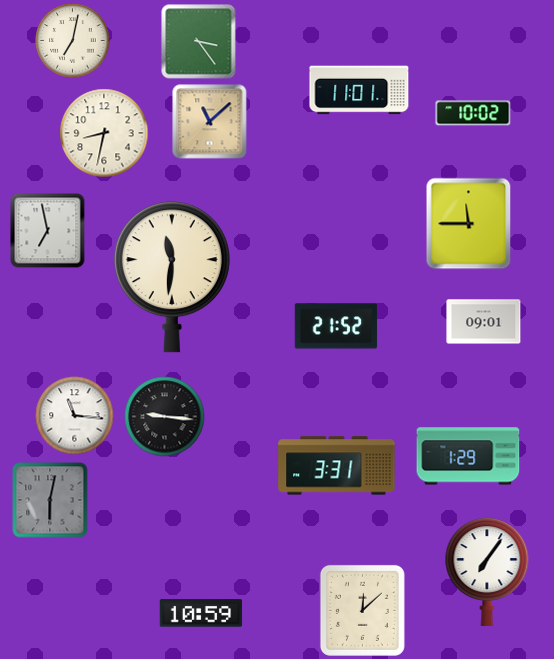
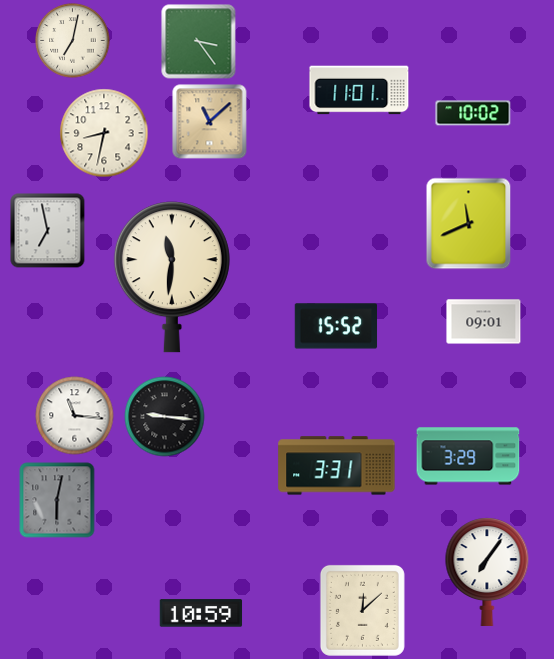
clock at (469, 224): 11:45 -> 11:41
clock at (336, 326): 21:52 -> 15:52
clock at (468, 456): 1:29 -> 3:29
clock at (50, 500) position: (50, 500) -> (57, 500)
